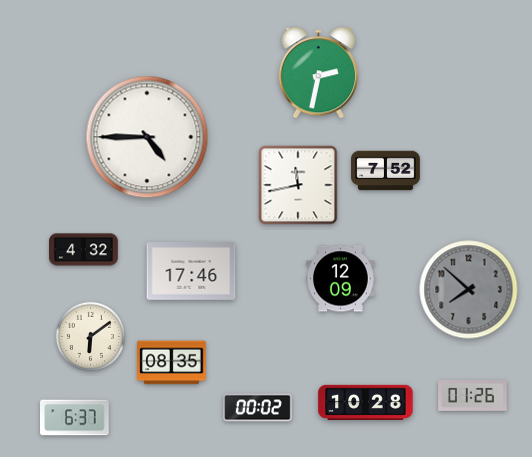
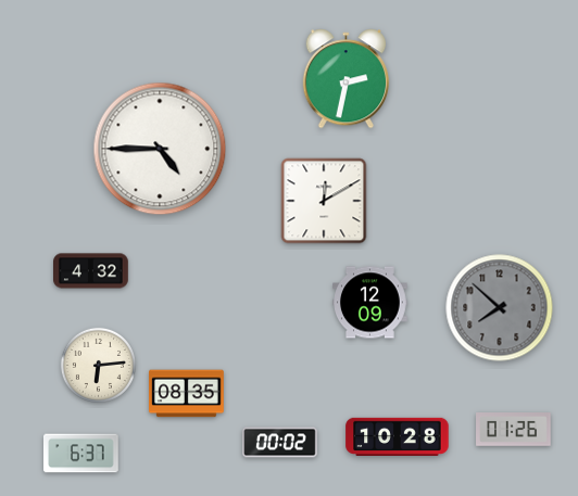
clock at (386, 171): 7:52 -> none
clock at (298, 185): 11:43 -> 12:10
clock at (191, 272): 17:46 -> none
clock at (469, 290) position: (469, 290) -> (500, 308)
clock at (90, 336): 6:09 -> 6:14
